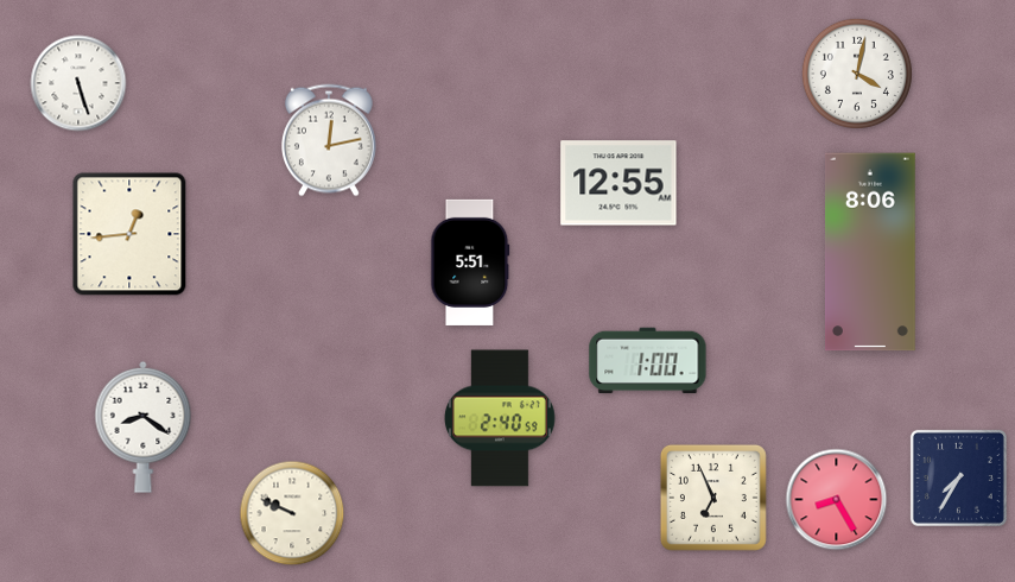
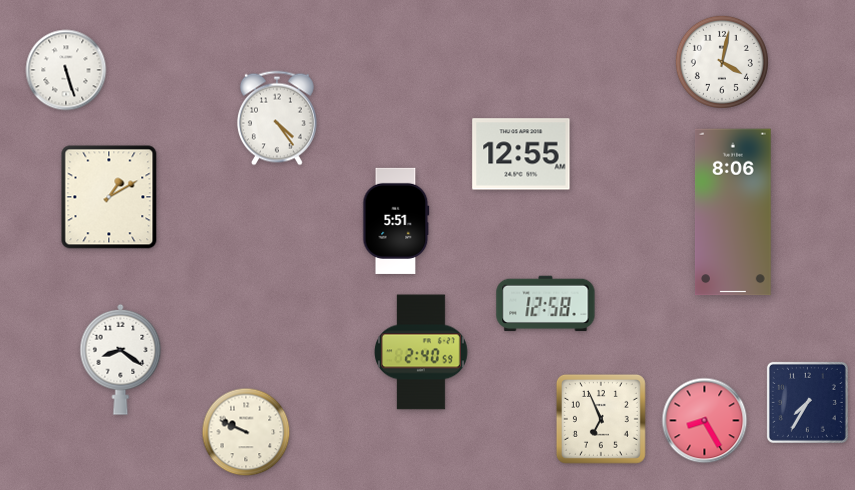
clock at (329, 140): 12:13 -> 4:24
clock at (129, 234): 12:44 -> 1:10
clock at (648, 361): 1:00 -> 12:58
